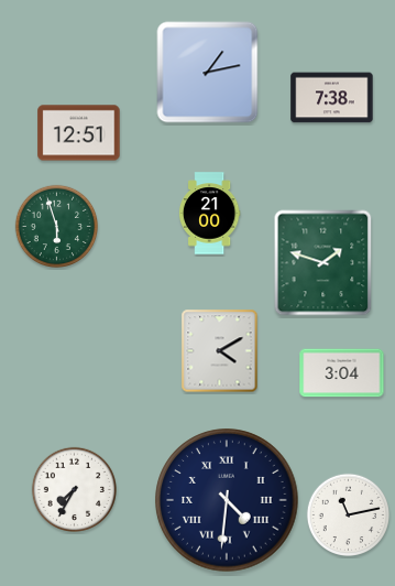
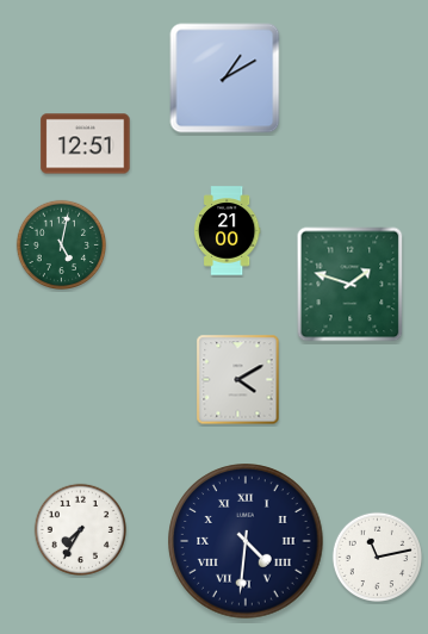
clock at (208, 73): 1:13 -> 1:10
clock at (332, 98): 7:38 -> none
clock at (57, 227): 5:57 -> 5:02
clock at (342, 373): 3:04 -> none
